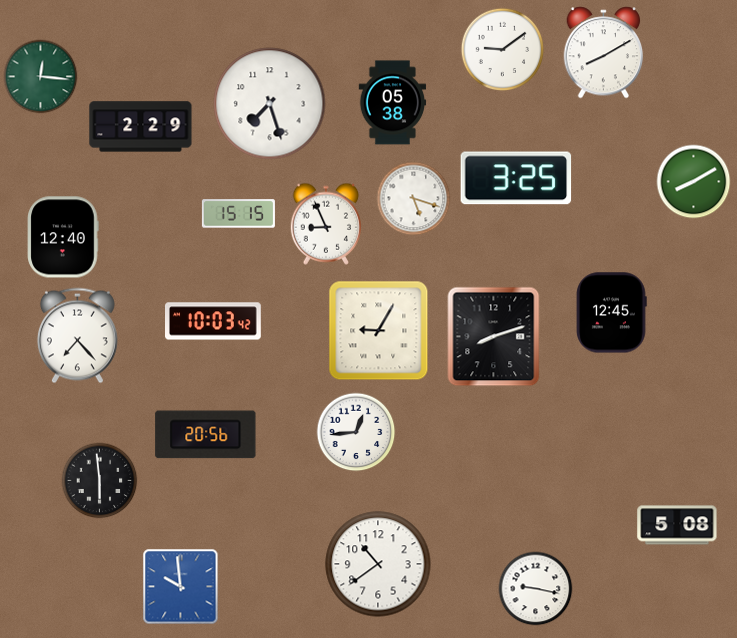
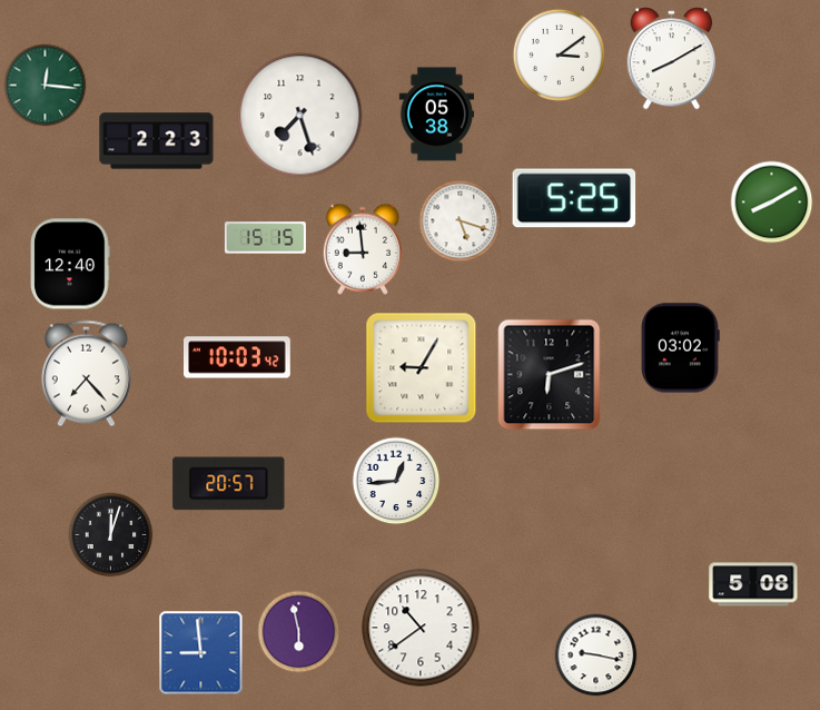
clock at (503, 50): 9:09 -> 3:09
clock at (141, 127): 2:29 -> 2:23
clock at (516, 178): 3:25 -> 5:25
clock at (325, 224): 8:56 -> 8:59
clock at (611, 313): 12:45 -> 03:02
clock at (494, 337): 8:12 -> 6:12
clock at (206, 435): 20:56 -> 20:57
clock at (100, 481): 5:59 -> 12:03
clock at (299, 632): none -> 5:58
clock at (181, 587): 9:59 -> 8:59
